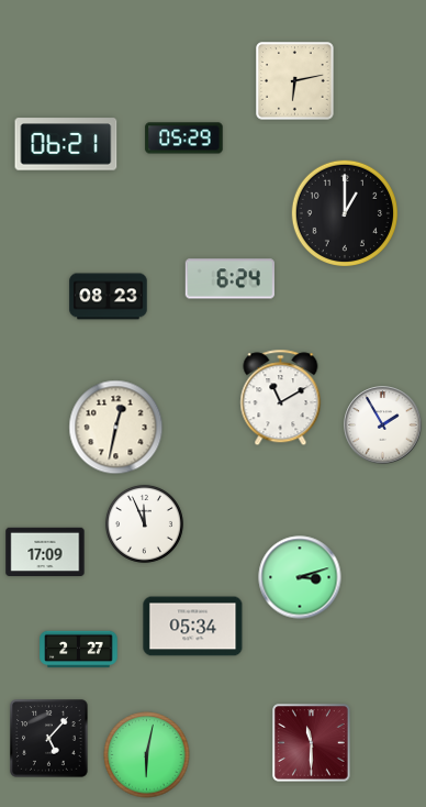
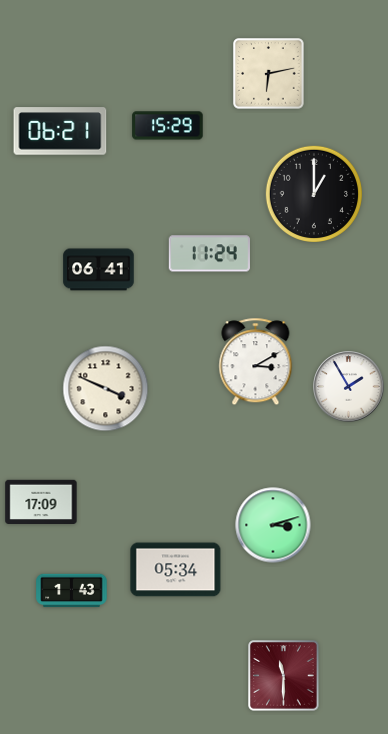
clock at (184, 139): 05:29 -> 15:29
clock at (229, 279): 6:24 -> 11:24
clock at (109, 297): 08:23 -> 06:41
clock at (281, 398): 11:10 -> 3:10
clock at (116, 428): 12:32 -> 3:49
clock at (144, 523): 11:56 -> none
clock at (79, 650): 2:27 -> 1:43
clock at (49, 739): 5:07 -> none
clock at (147, 755): 6:02 -> none
